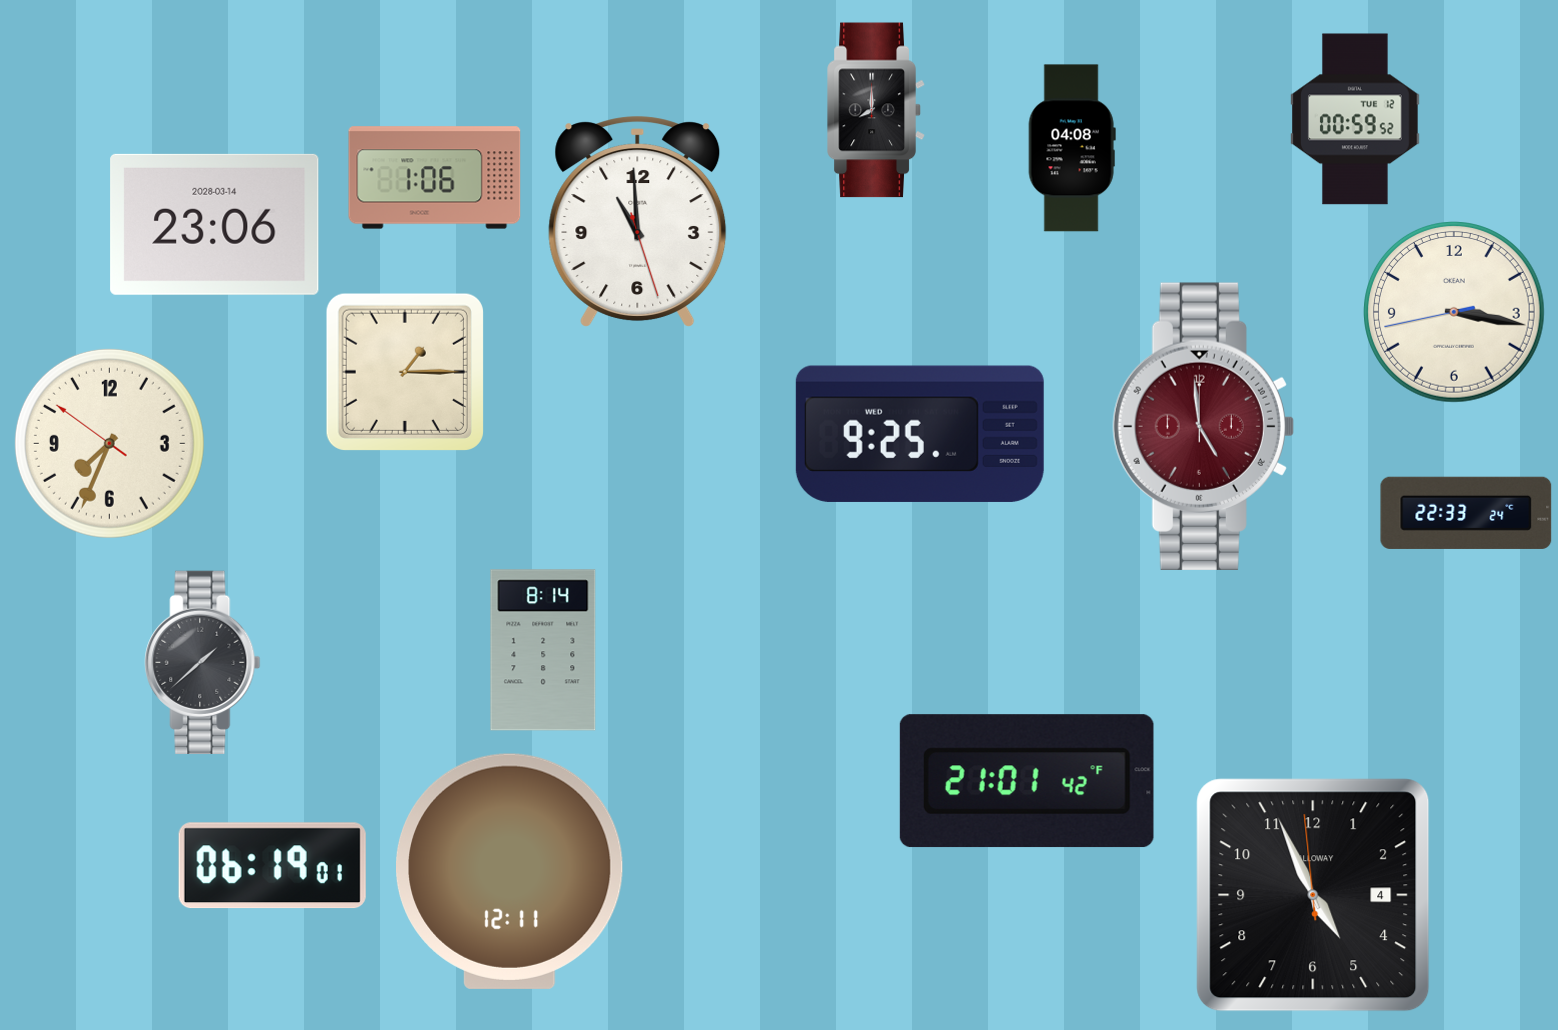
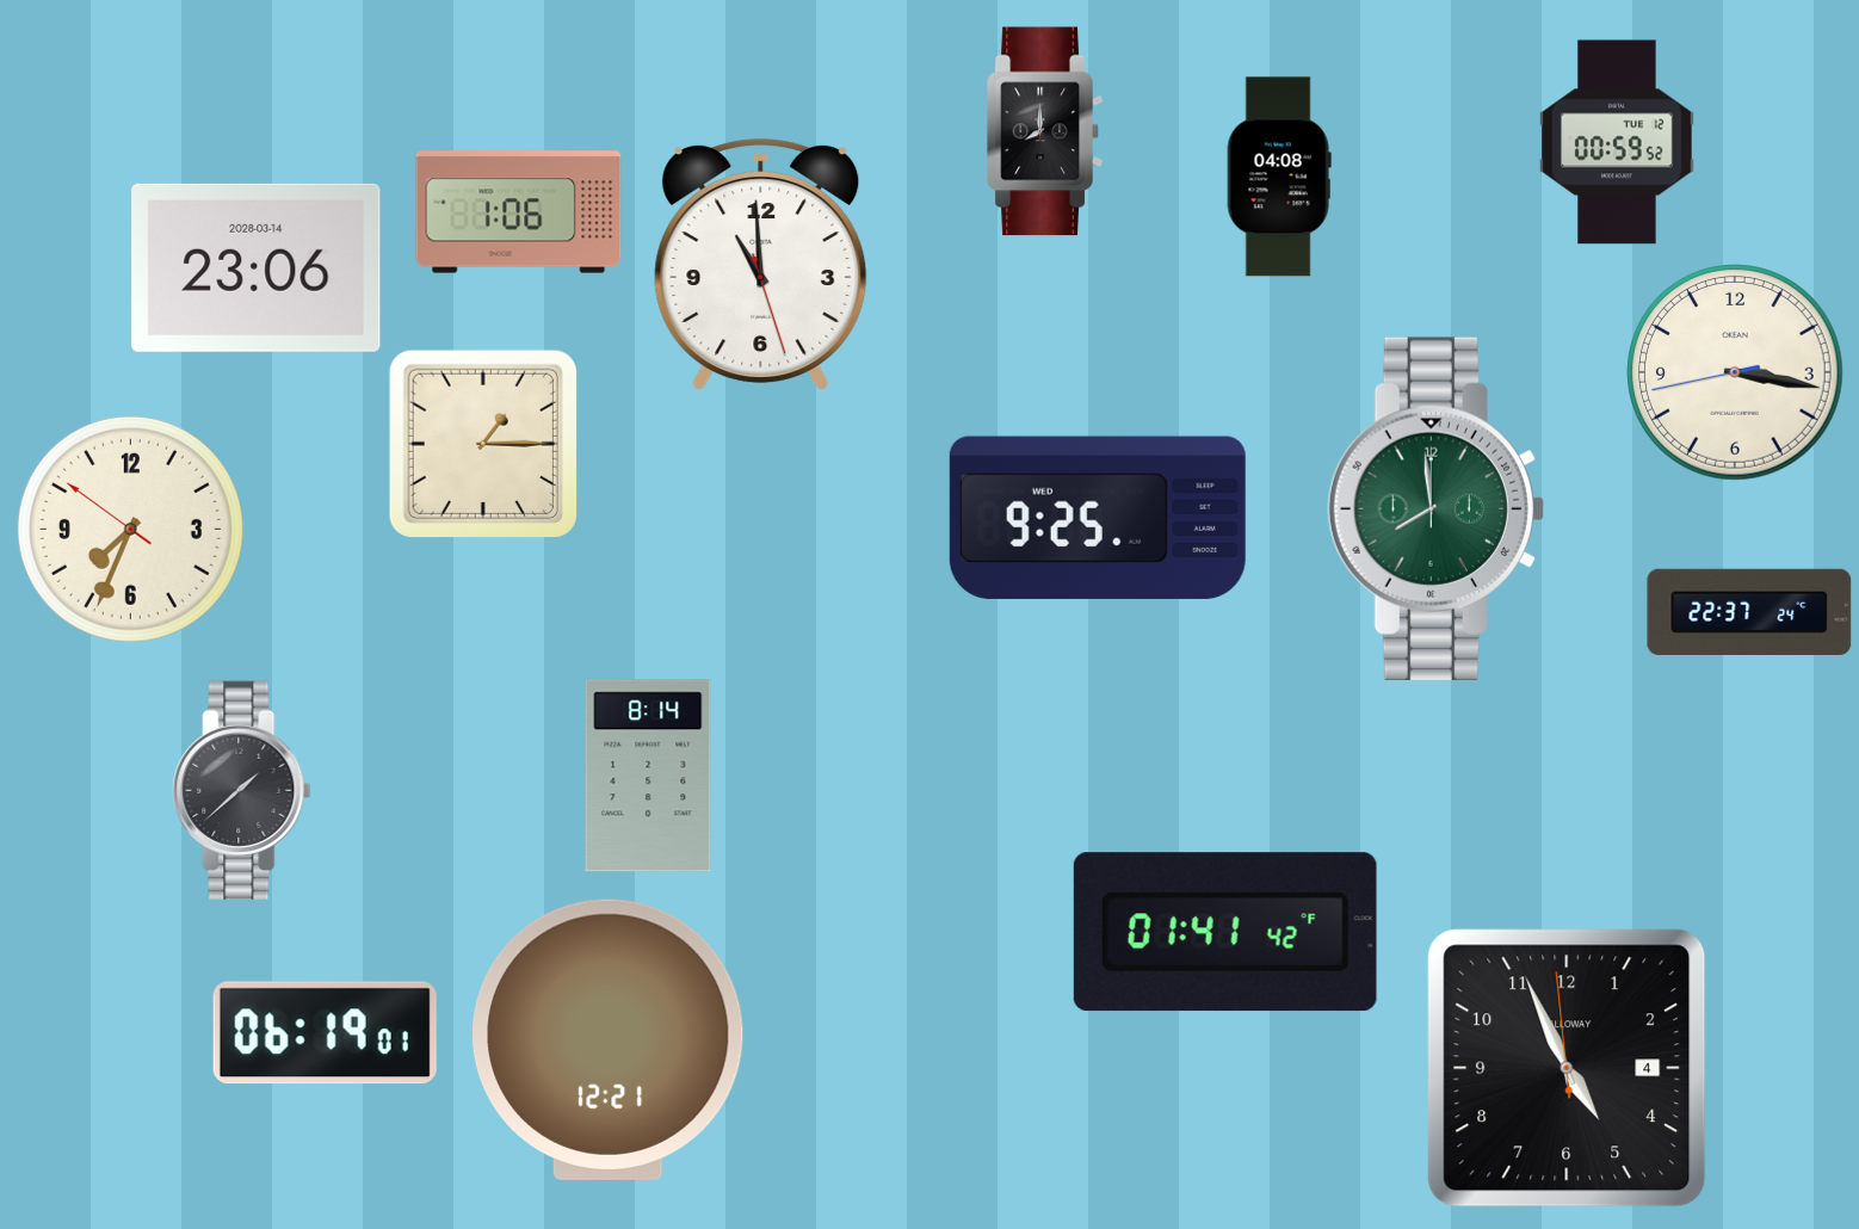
clock at (1203, 426): 4:59 -> 7:59
clock at (1203, 426) dial: burgundy -> green
clock at (1466, 513): 22:33 -> 22:37
clock at (1027, 781): 21:01 -> 01:41
clock at (510, 871): 12:11 -> 12:21
